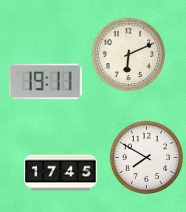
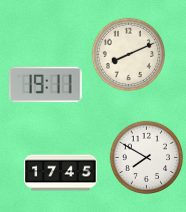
clock at (129, 55): 6:11 -> 8:11
clock at (46, 82) position: (46, 82) -> (46, 85)
